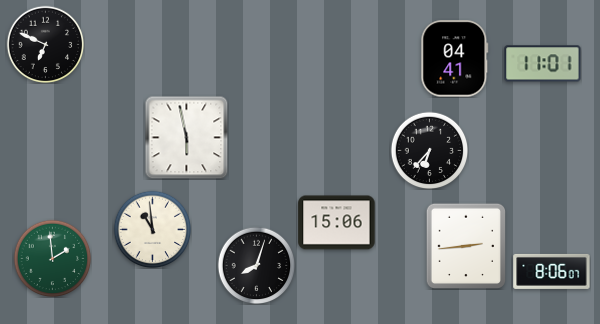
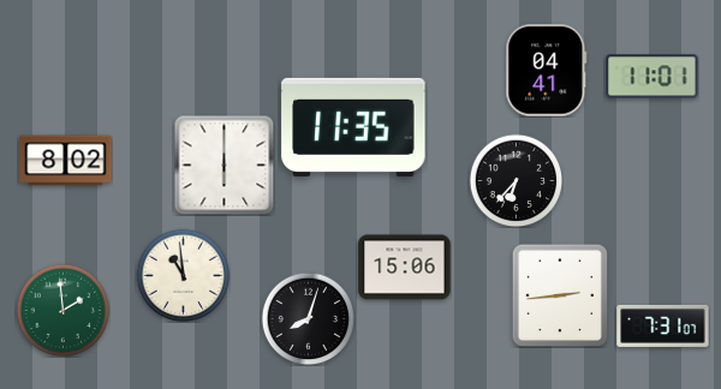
clock at (45, 44): 6:49 -> none
clock at (353, 127): none -> 11:35
clock at (66, 161): none -> 8:02
clock at (186, 137): 5:58 -> 6:00
clock at (552, 271): 8:06 -> 7:31
